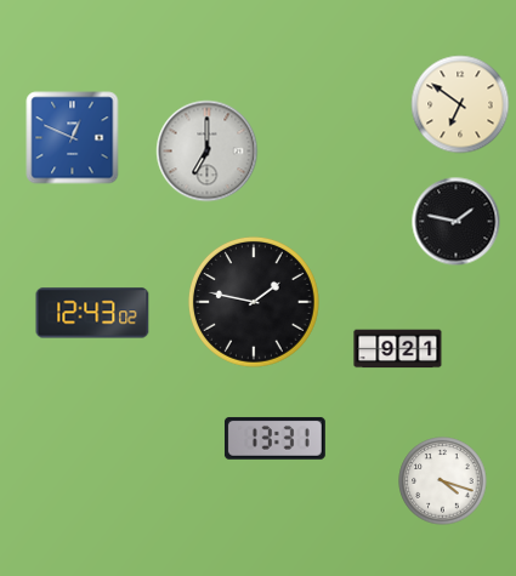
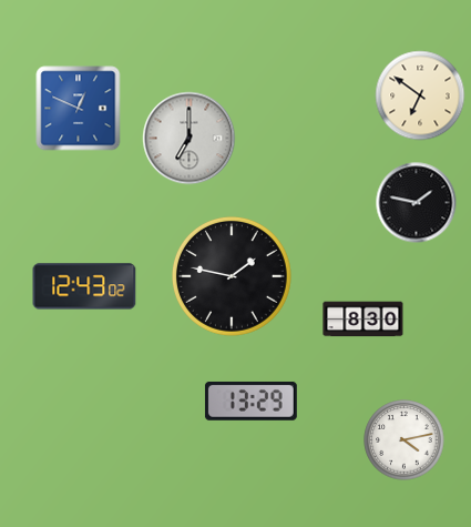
clock at (73, 138) position: (73, 138) -> (79, 109)
clock at (398, 349): 9:21 -> 8:30
clock at (274, 438): 13:31 -> 13:29
clock at (443, 481): 4:18 -> 4:13
